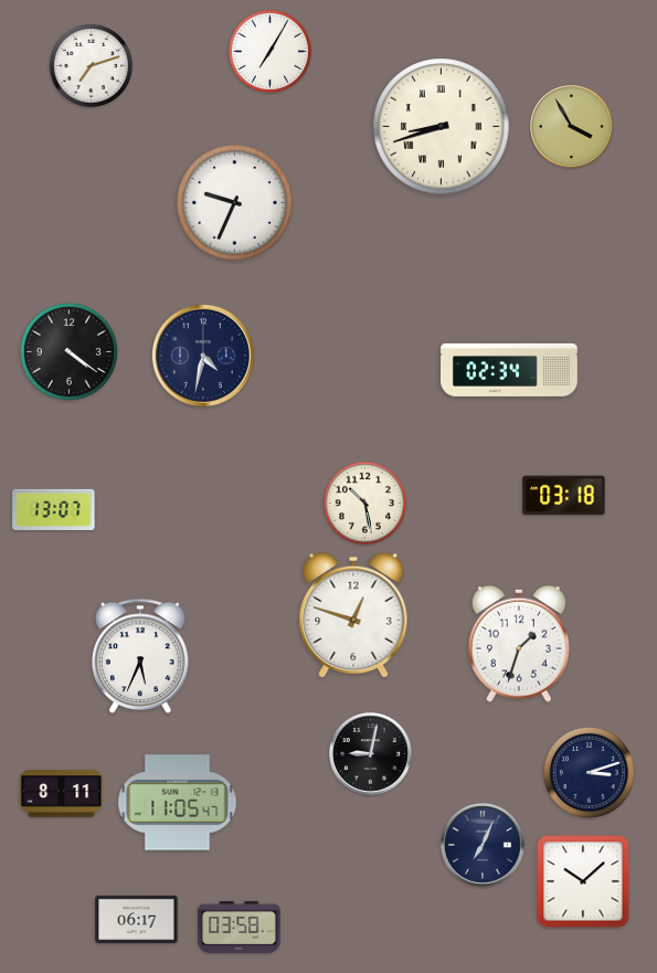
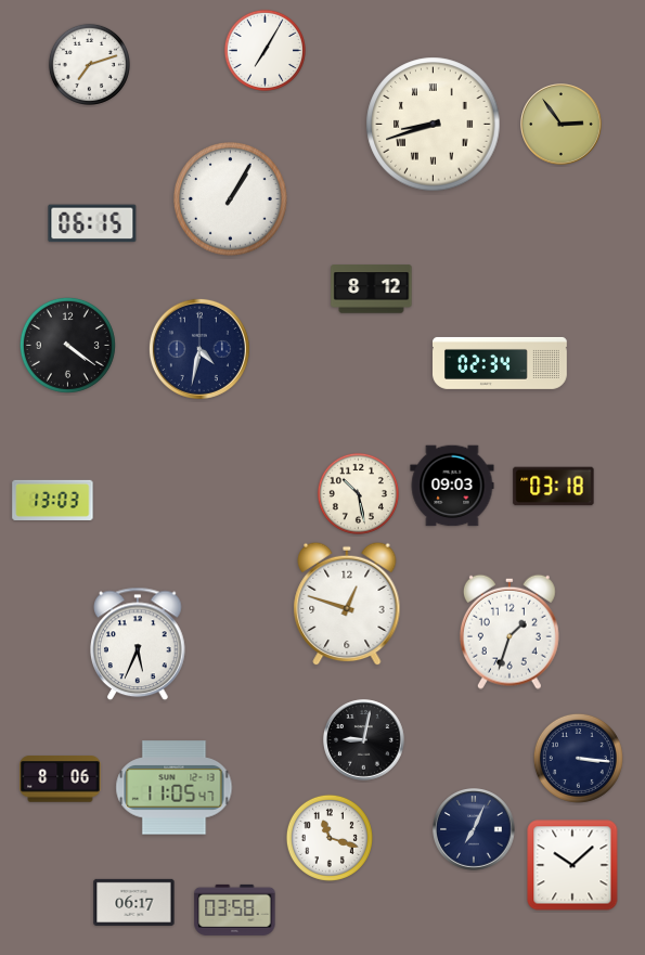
clock at (572, 127): 3:55 -> 2:54
clock at (235, 203): 9:34 -> 1:05
clock at (92, 223): none -> 06:15
clock at (372, 289): none -> 8:12
clock at (452, 486): none -> 09:03
clock at (54, 509): 13:07 -> 13:03
clock at (589, 772): 3:12 -> 3:16
clock at (62, 794): 8:11 -> 8:06
clock at (330, 838): none -> 11:18
